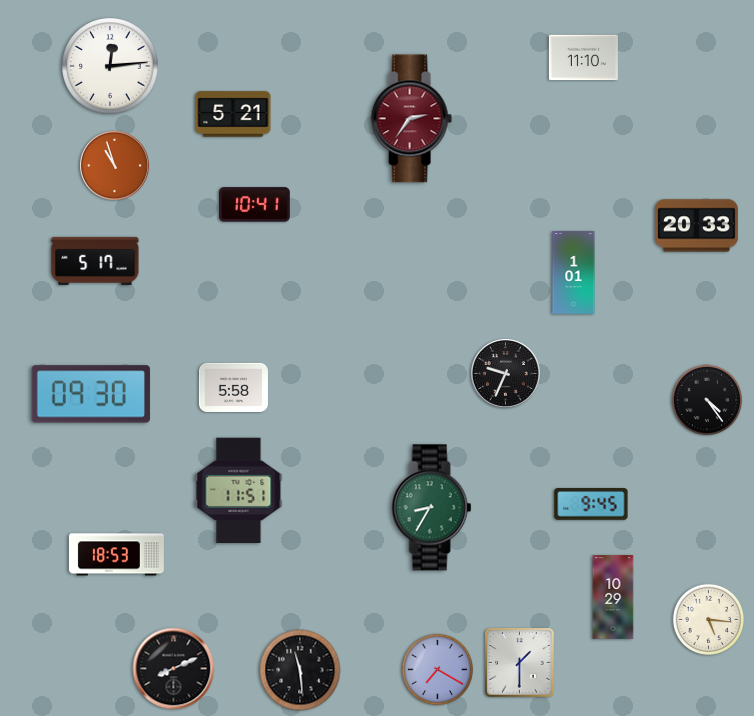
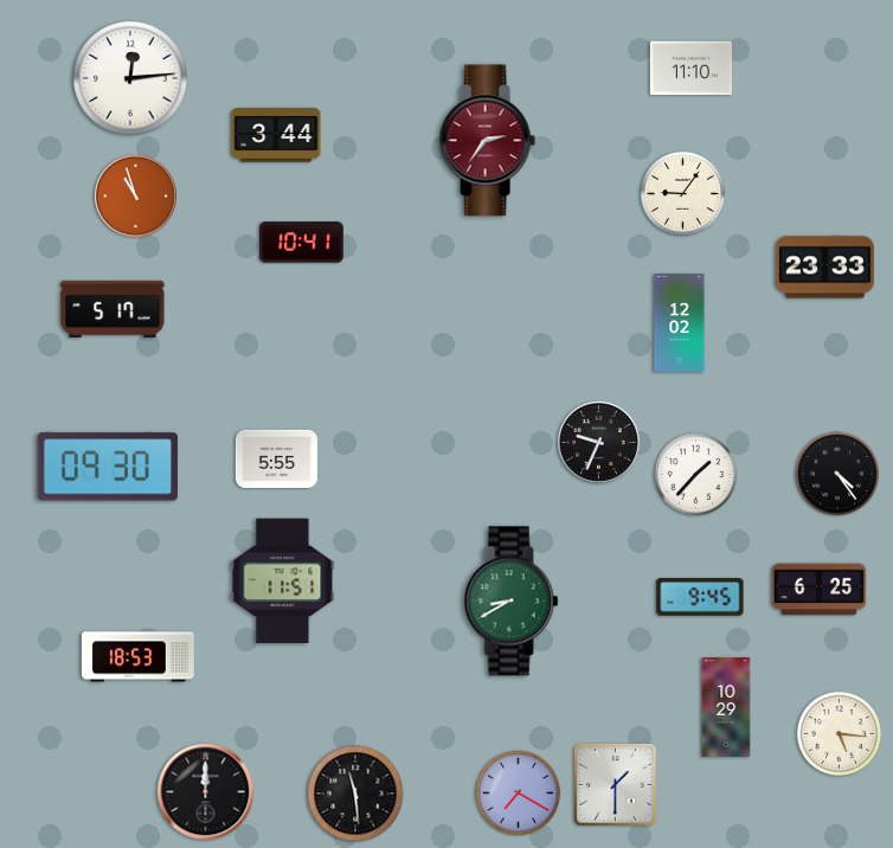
clock at (233, 114): 5:21 -> 3:44
clock at (683, 194): none -> 9:06
clock at (696, 226): 20:33 -> 23:33
clock at (574, 273): 1:01 -> 12:02
clock at (233, 387): 5:58 -> 5:55
clock at (696, 475): none -> 1:37
clock at (820, 590): none -> 6:25
clock at (432, 508): 8:35 -> 8:40
clock at (174, 669): 8:11 -> 12:00
